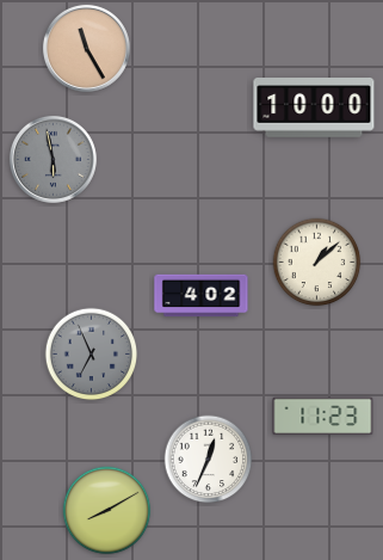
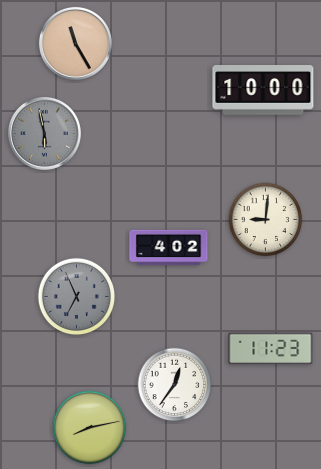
clock at (86, 48) position: (86, 48) -> (75, 43)
clock at (317, 263): 1:08 -> 9:01
clock at (209, 460): 12:34 -> 12:36
clock at (107, 511): 8:10 -> 8:13
